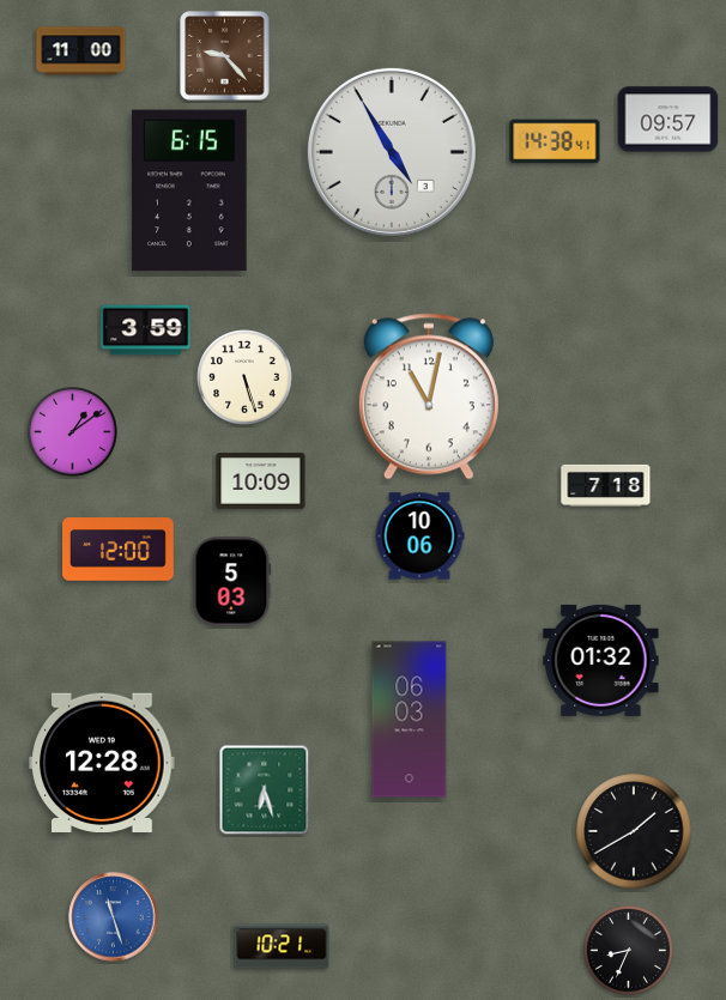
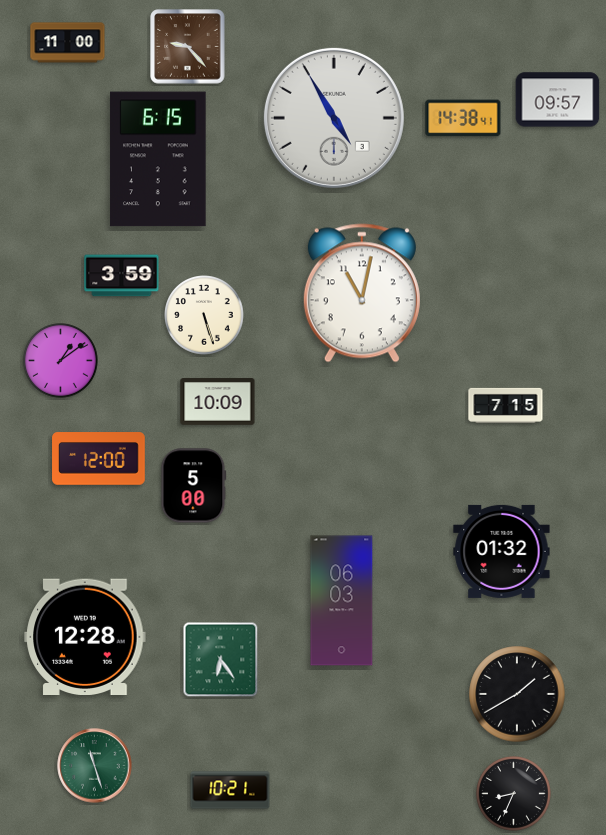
clock at (392, 152) position: (392, 152) -> (334, 118)
clock at (429, 396) position: (429, 396) -> (362, 293)
clock at (606, 485): 7:18 -> 7:15
clock at (419, 537): 10:06 -> none
clock at (232, 582): 5:03 -> 5:00
clock at (265, 790): 6:27 -> 6:24
clock at (634, 831) position: (634, 831) -> (517, 694)
clock at (114, 917) dial: blue -> green
clock at (282, 946) position: (282, 946) -> (230, 790)
clock at (629, 951) position: (629, 951) -> (514, 794)
